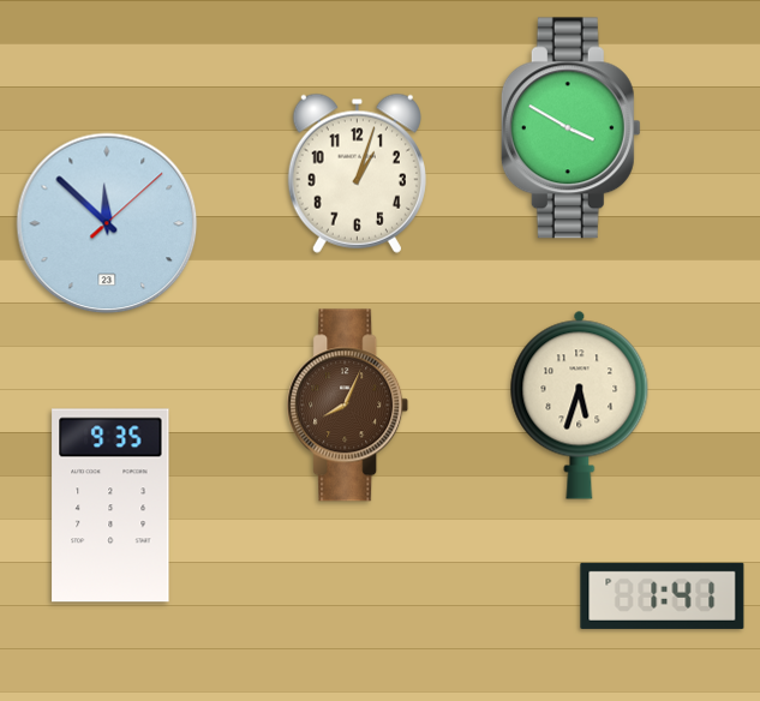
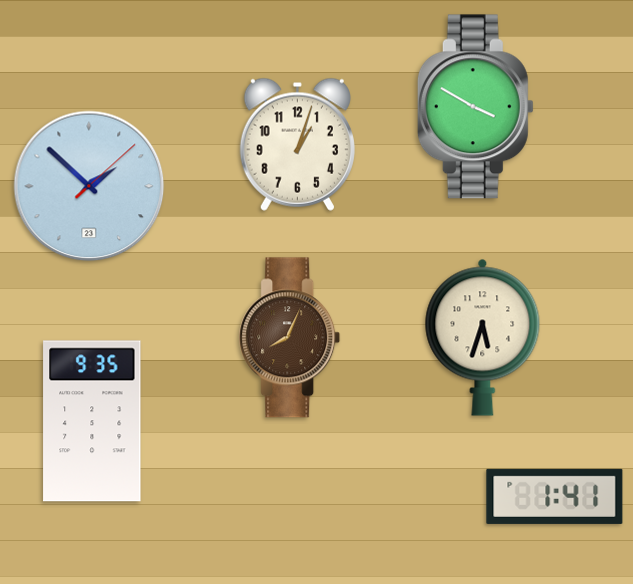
clock at (107, 223): 11:52 -> 1:52
clock at (663, 595) position: (663, 595) -> (555, 496)
